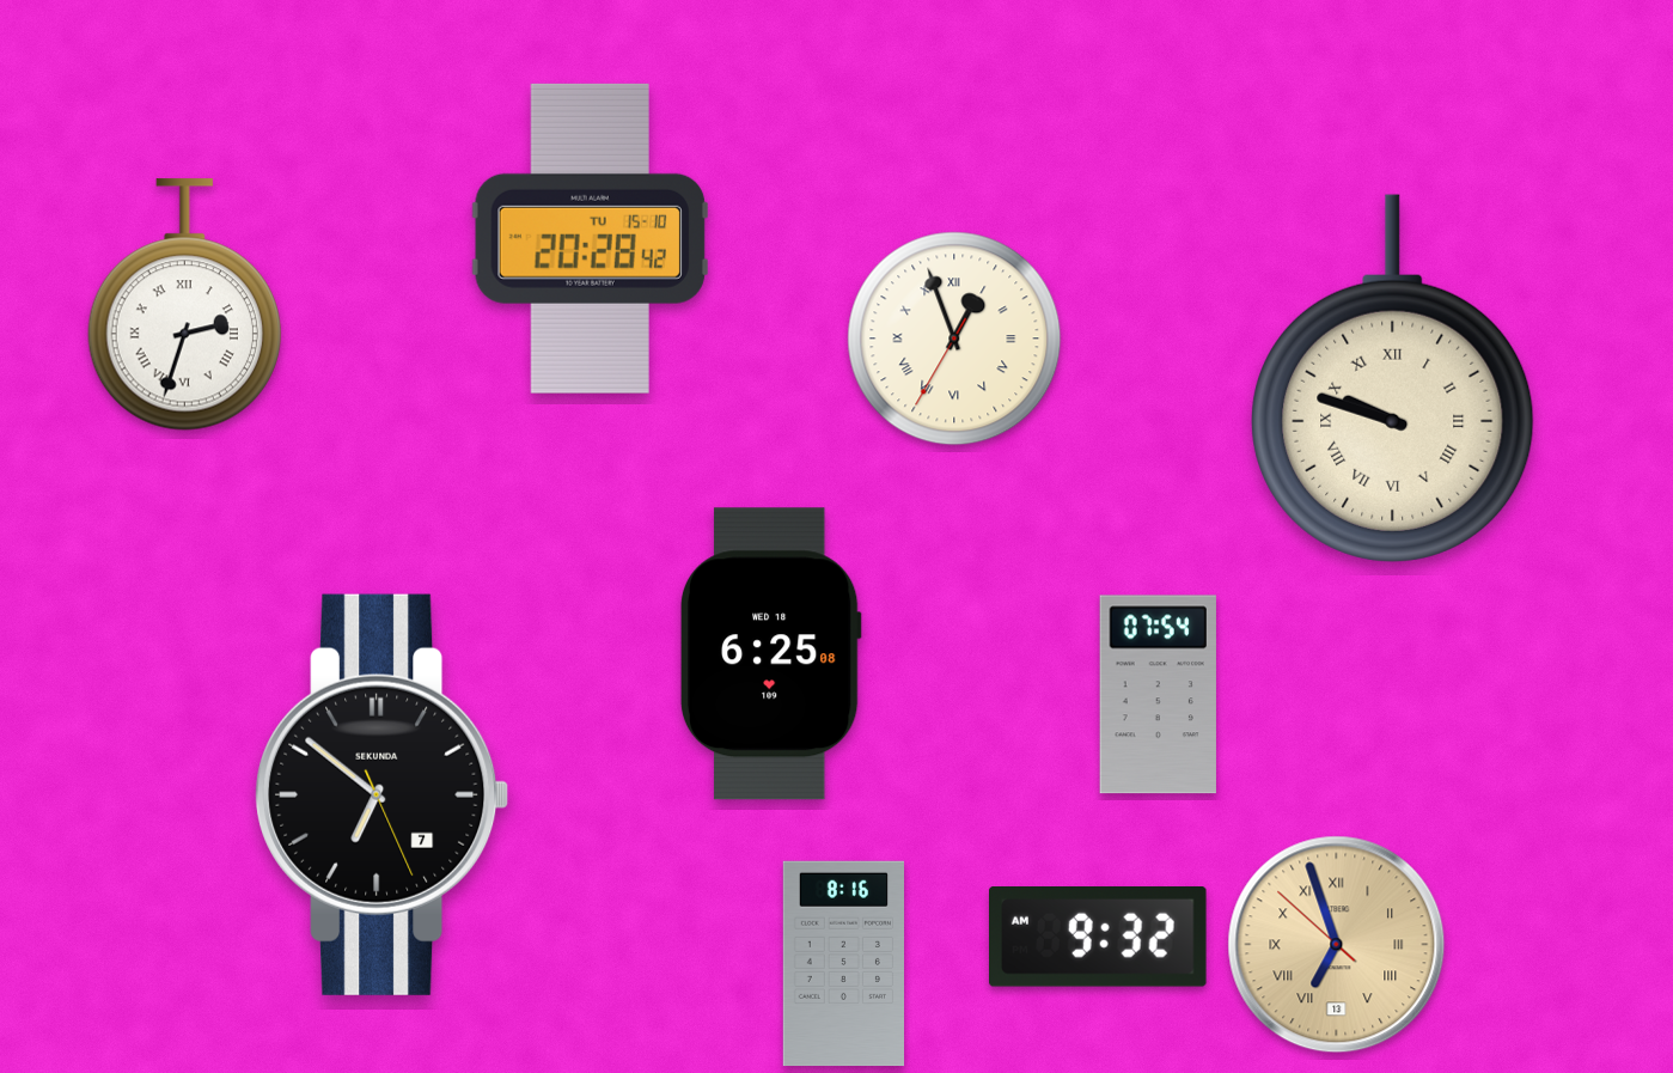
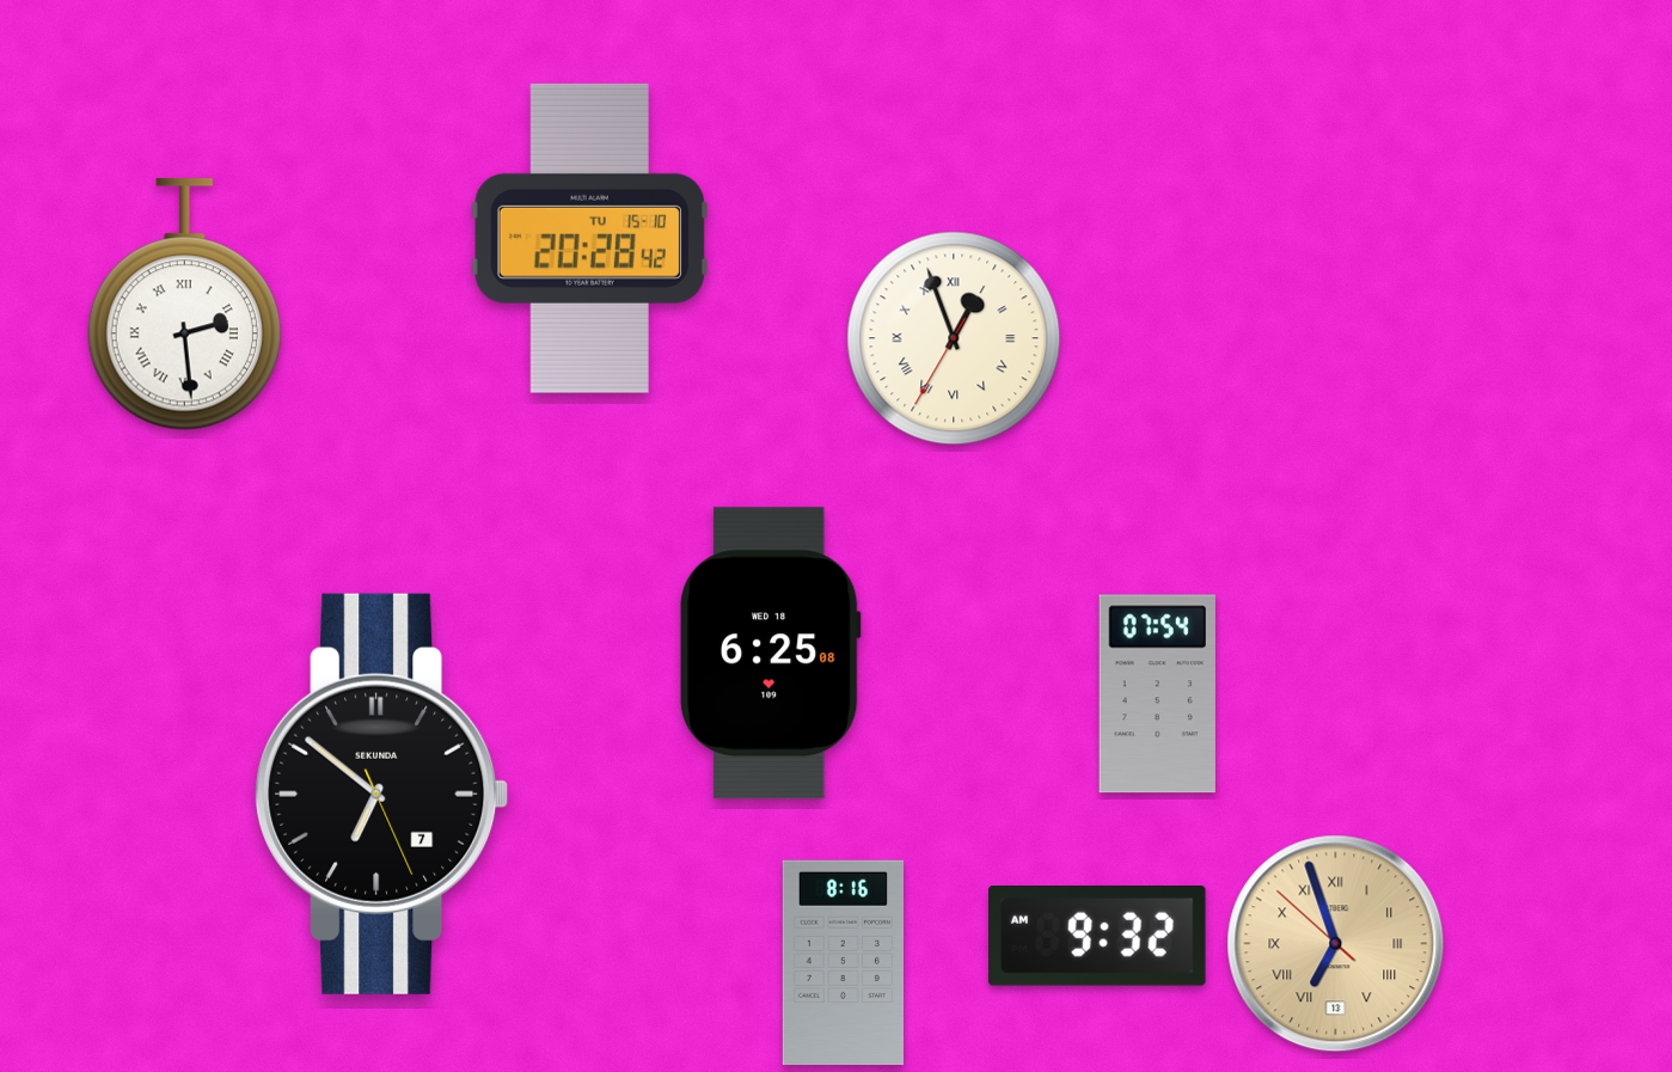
clock at (184, 305): 2:33 -> 2:29
clock at (1393, 378): 9:48 -> none
